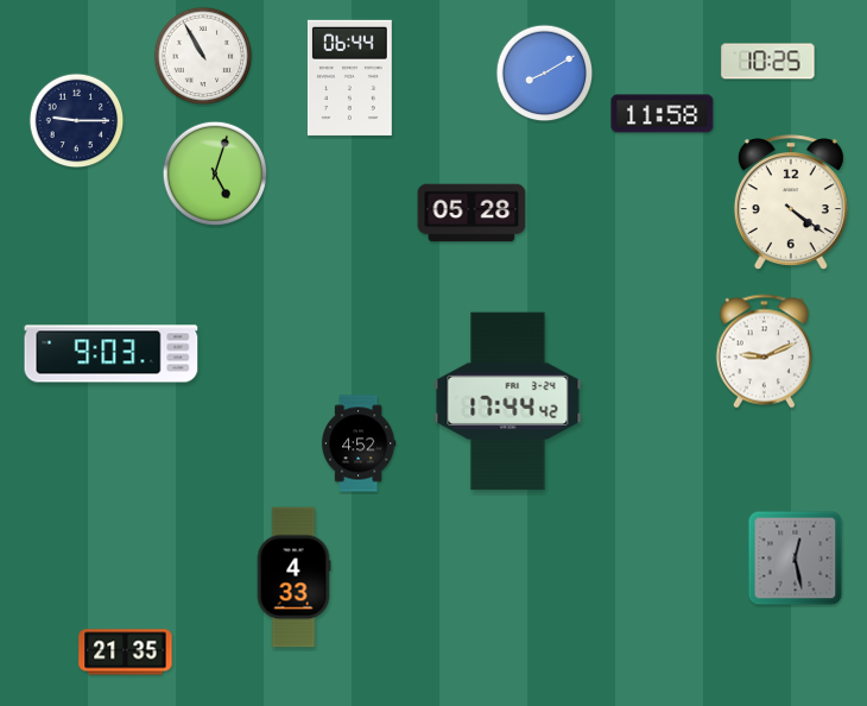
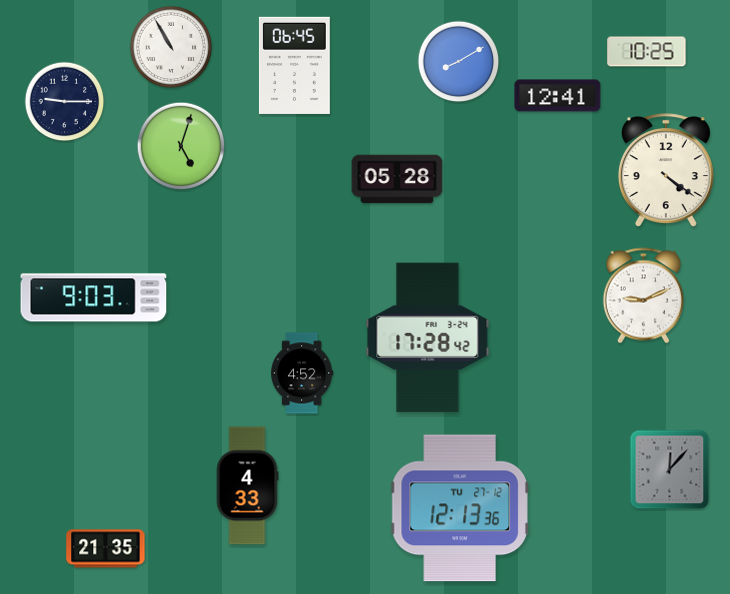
clock at (349, 77): 06:44 -> 06:45
clock at (663, 114): 11:58 -> 12:41
clock at (508, 402): 17:44 -> 17:28
clock at (796, 559): 12:28 -> 12:07
clock at (460, 508): none -> 12:13
